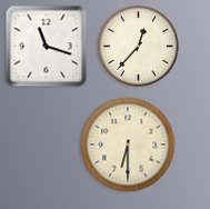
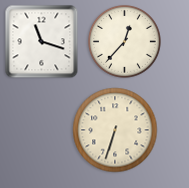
clock at (128, 145): 6:30 -> 6:33
